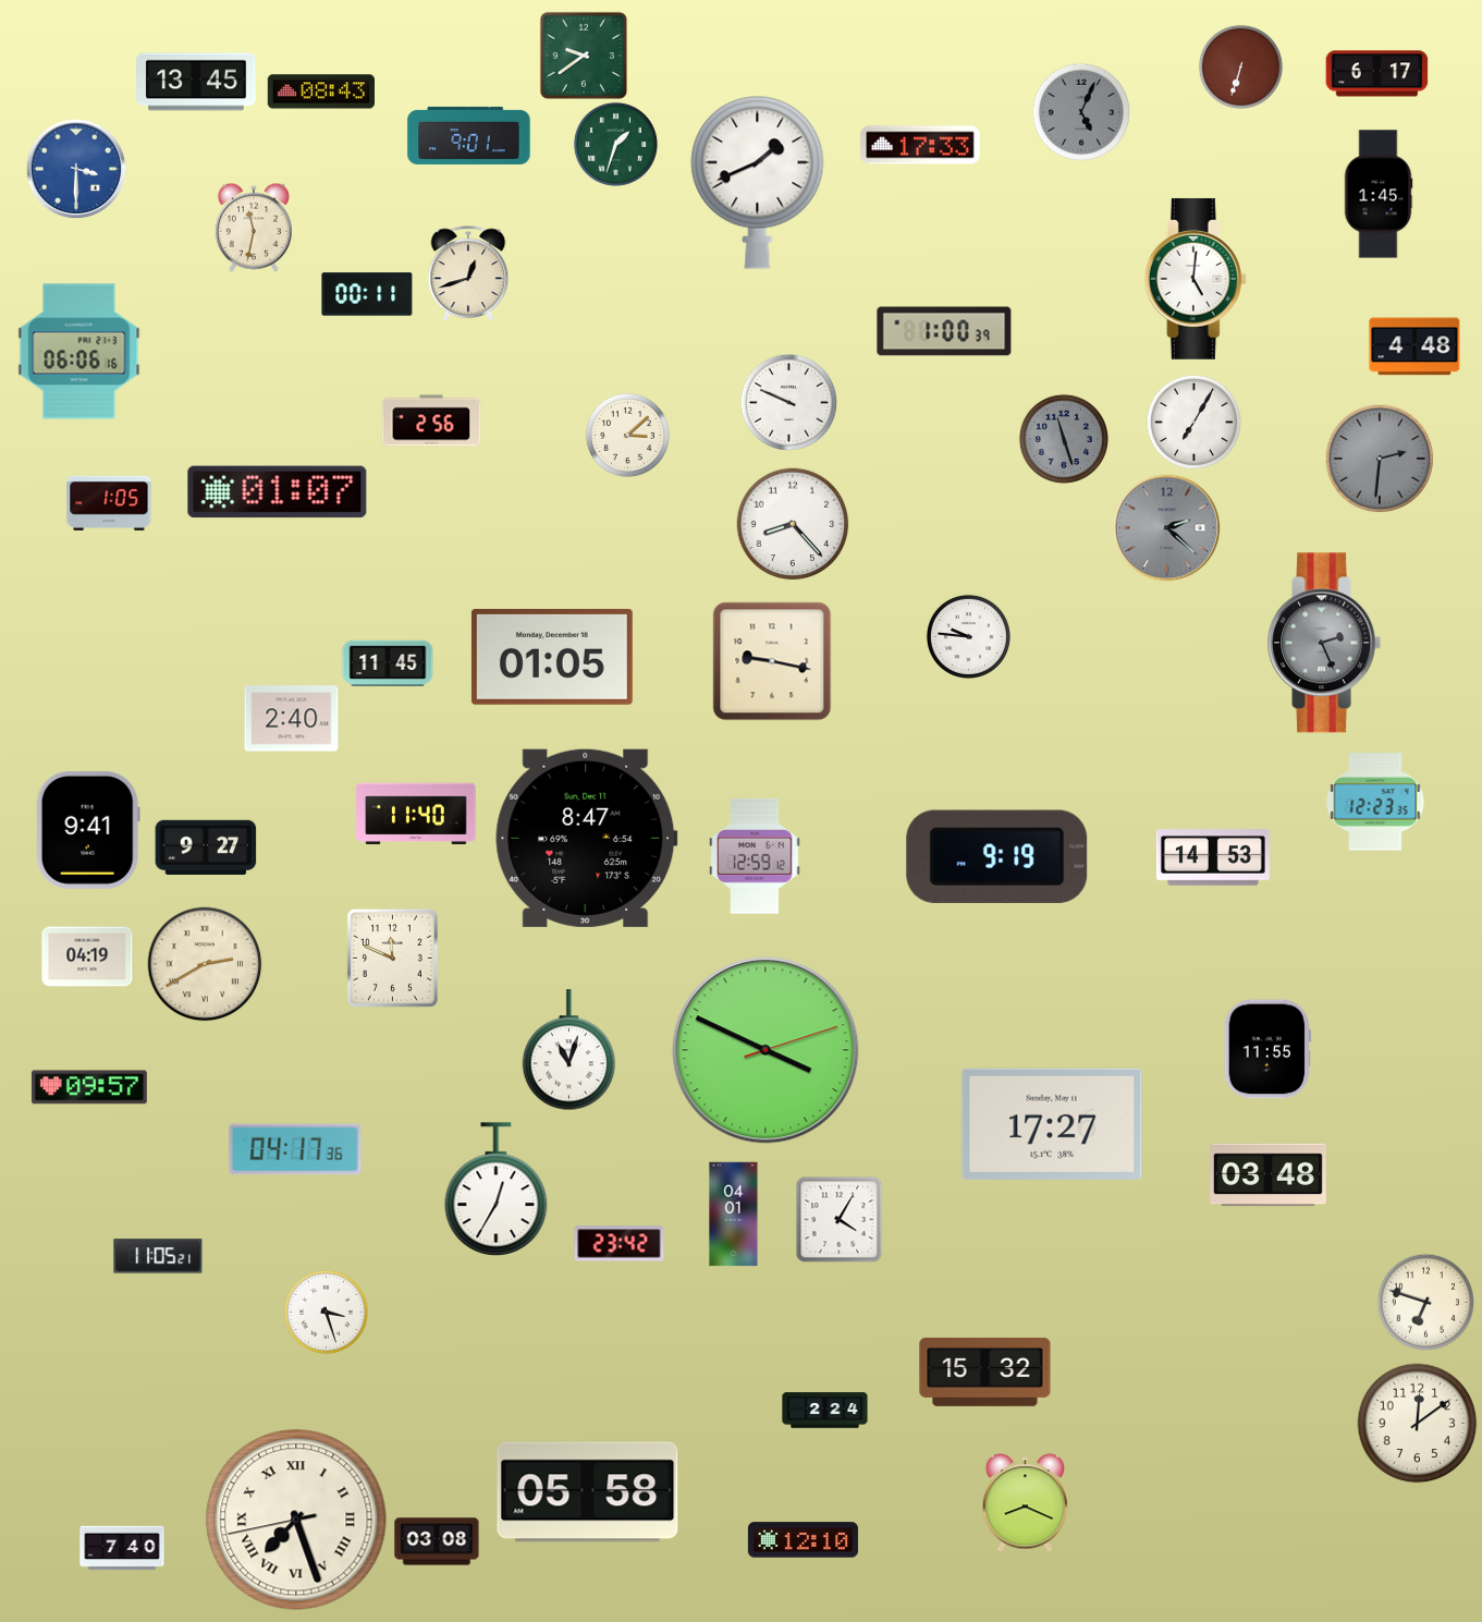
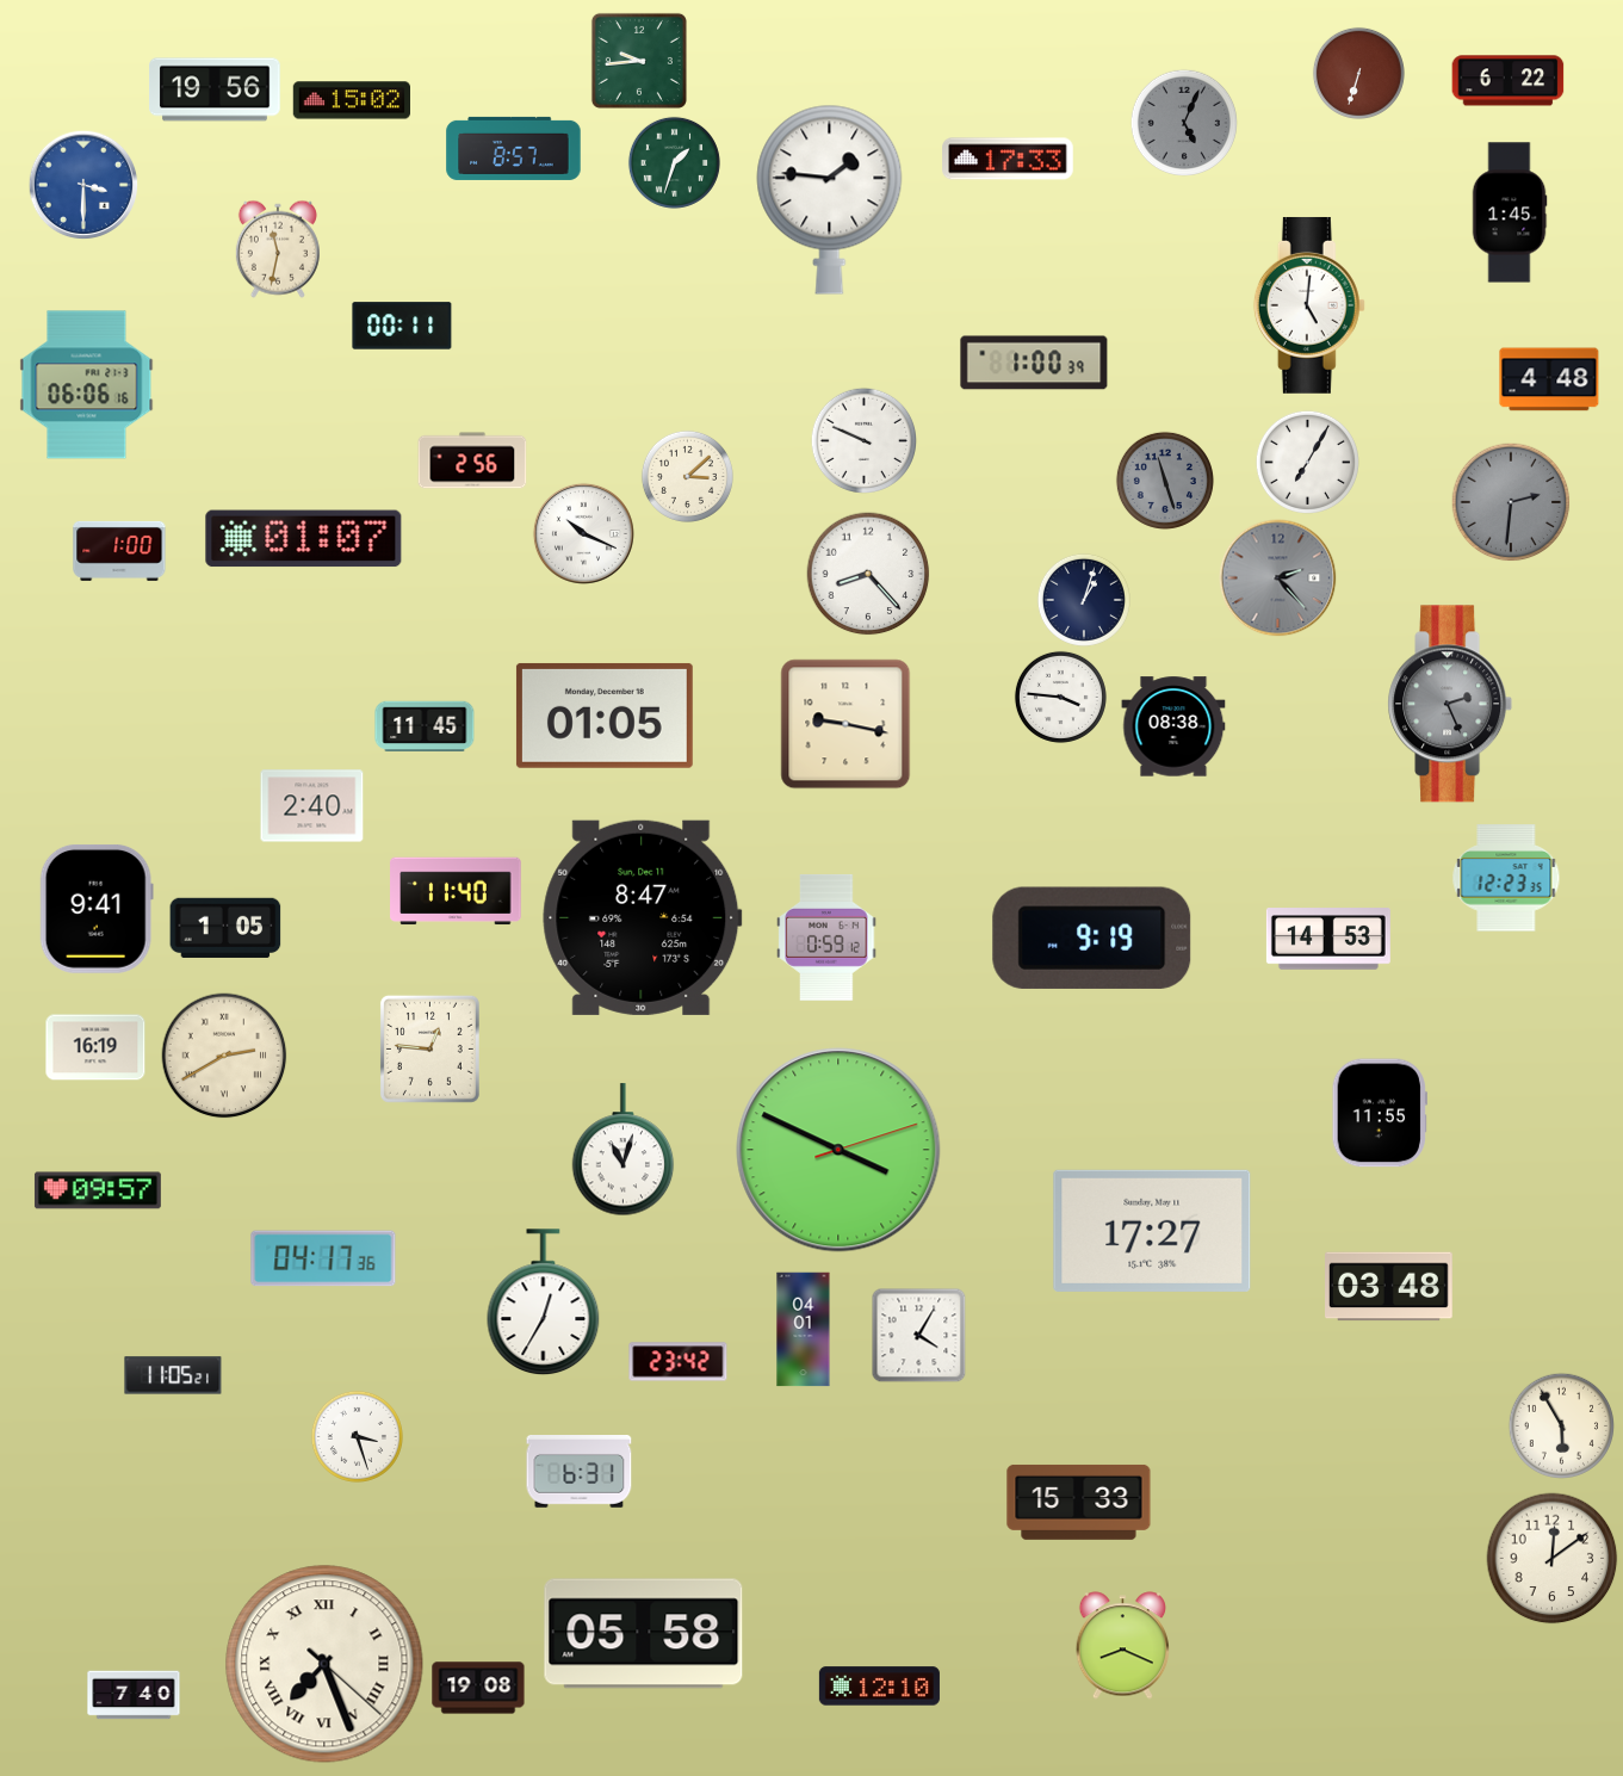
clock at (584, 56): 9:39 -> 9:44
clock at (1377, 74): 6:17 -> 6:22
clock at (196, 82): 13:45 -> 19:56
clock at (320, 92): 08:43 -> 15:02
clock at (469, 135): 9:01 -> 8:57
clock at (615, 144) position: (615, 144) -> (674, 162)
clock at (758, 182): 1:41 -> 1:46
clock at (468, 273): 12:42 -> none
clock at (367, 294) position: (367, 294) -> (402, 326)
clock at (583, 533): none -> 10:19
clock at (109, 503): 1:05 -> 1:00
clock at (1167, 528): 2:22 -> 2:23
clock at (1084, 600): none -> 1:03
clock at (968, 636): 9:46 -> 3:46
clock at (552, 657) position: (552, 657) -> (605, 716)
clock at (1173, 726): none -> 08:38
clock at (292, 719) position: (292, 719) -> (312, 806)
clock at (206, 847): 9:27 -> 1:05
clock at (755, 856): 12:59 -> 0:59
clock at (87, 956): 04:19 -> 16:19
clock at (392, 958): 11:49 -> 12:46
clock at (1267, 1049) position: (1267, 1049) -> (1380, 1113)
clock at (1425, 1302): 6:48 -> 5:55
clock at (580, 1472): none -> 6:31
clock at (985, 1371): 15:32 -> 15:33
clock at (825, 1411): 2:24 -> none
clock at (296, 1520): 7:26:43 -> 7:26:22
clock at (437, 1541): 03:08 -> 19:08
